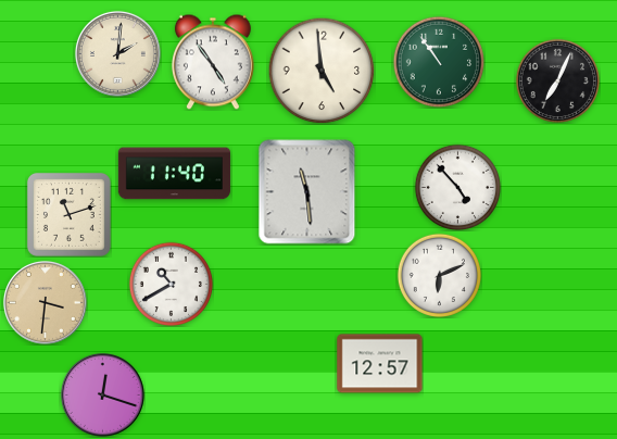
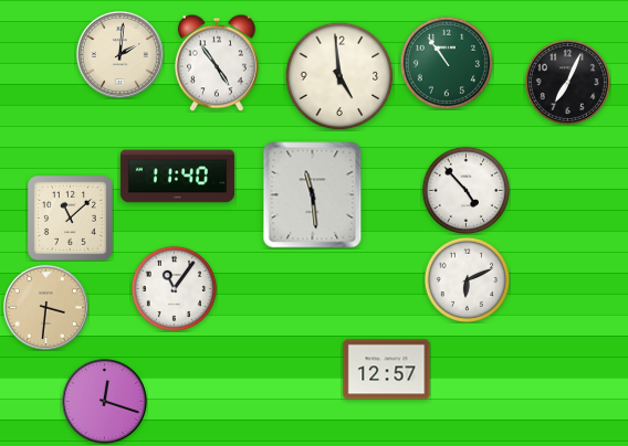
clock at (322, 71) position: (322, 71) -> (339, 76)
clock at (68, 214): 11:12 -> 11:08
clock at (439, 275) position: (439, 275) -> (467, 279)
clock at (171, 284): 10:40 -> 11:06
